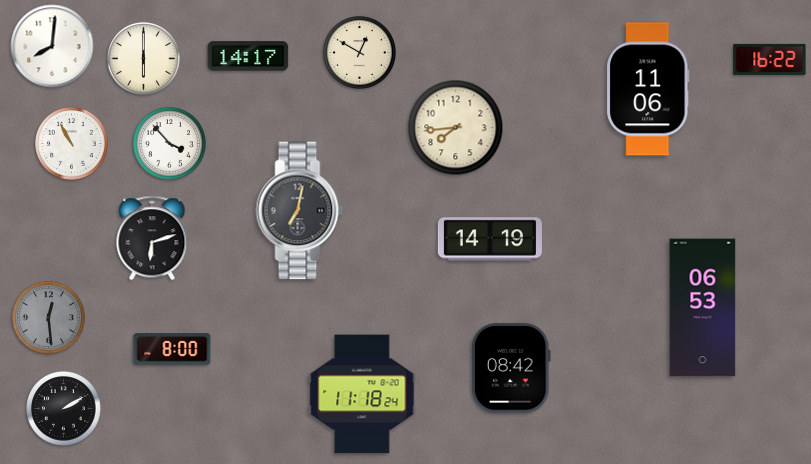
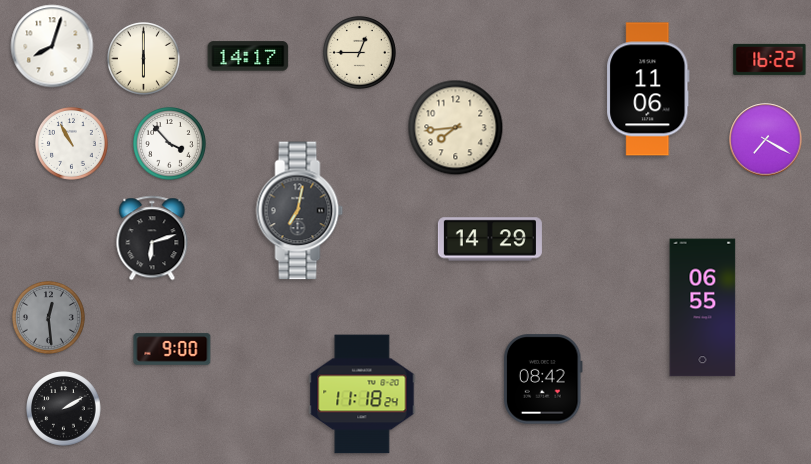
clock at (52, 46): 8:01 -> 8:03
clock at (359, 52): 12:50 -> 12:45
clock at (766, 140): none -> 7:20
clock at (490, 239): 14:19 -> 14:29
clock at (703, 308): 06:53 -> 06:55
clock at (172, 349): 8:00 -> 9:00
clock at (511, 368) position: (511, 368) -> (543, 379)
